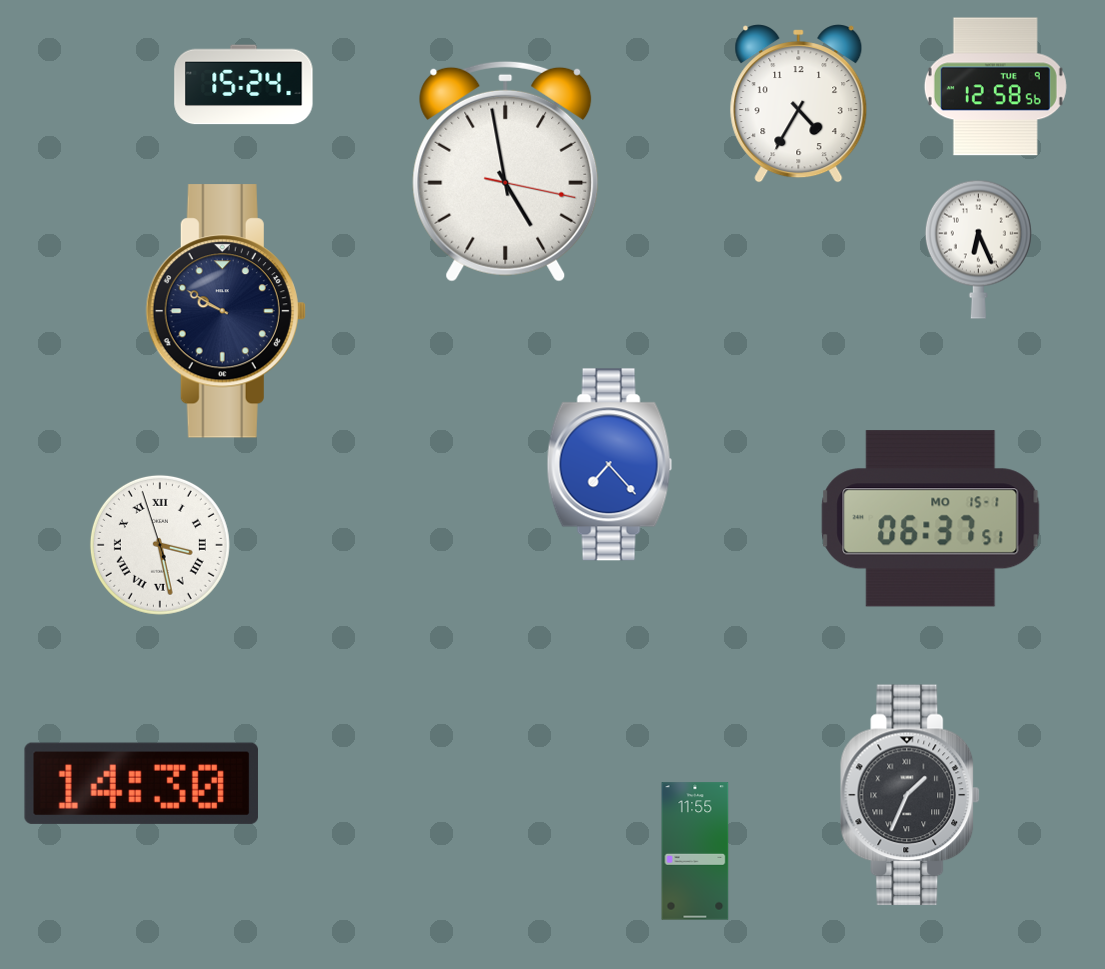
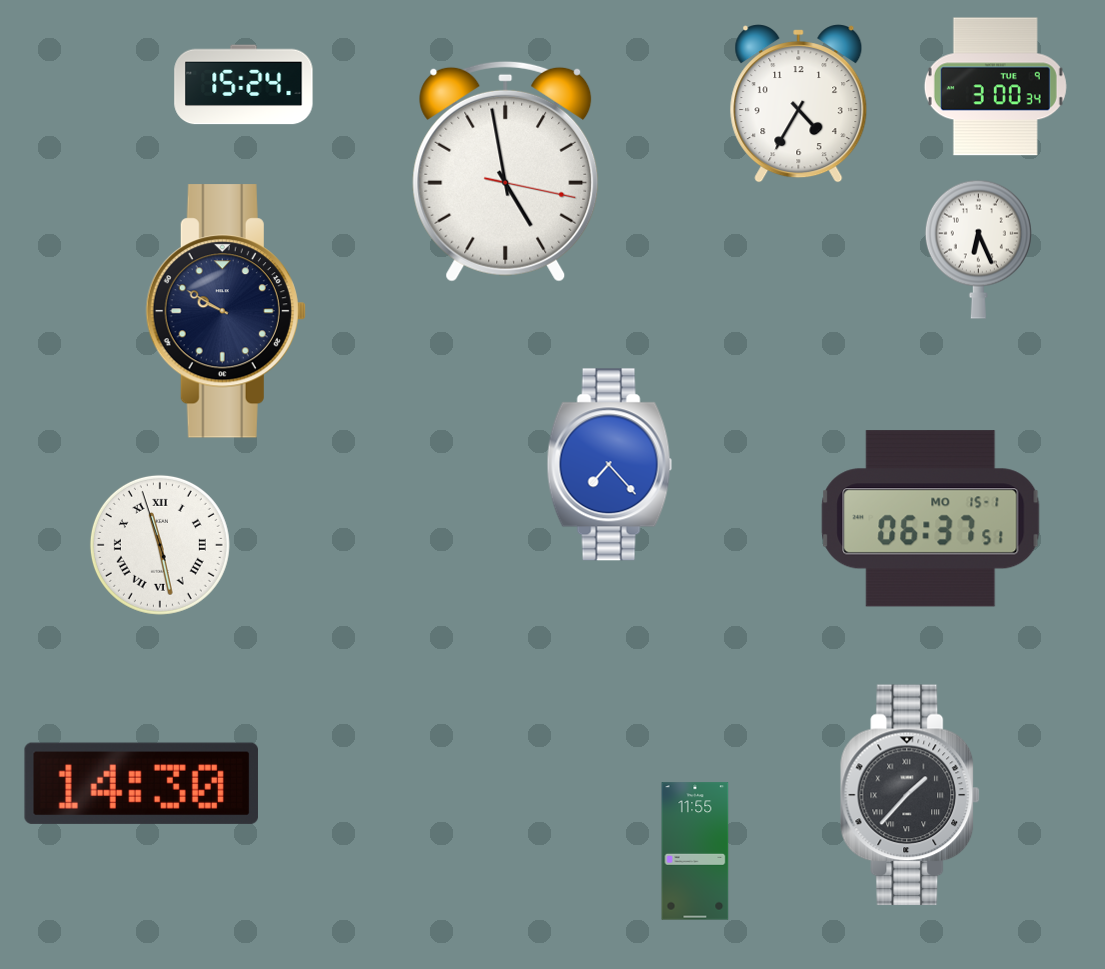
clock at (995, 87): 12:58 -> 3:00
clock at (160, 545): 3:27 -> 11:27
clock at (911, 795): 1:34 -> 1:37
